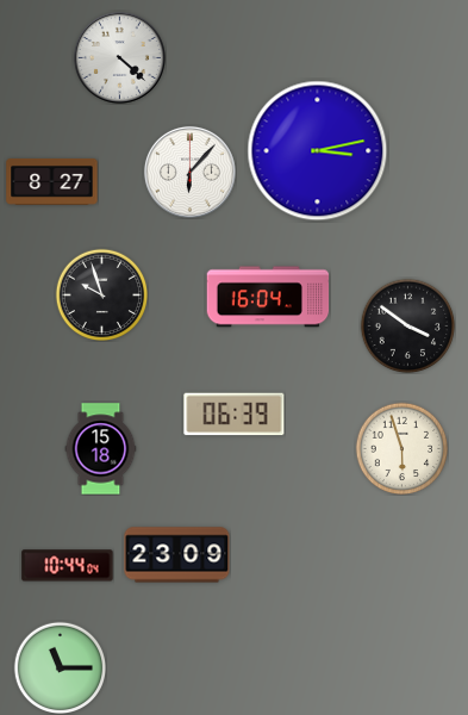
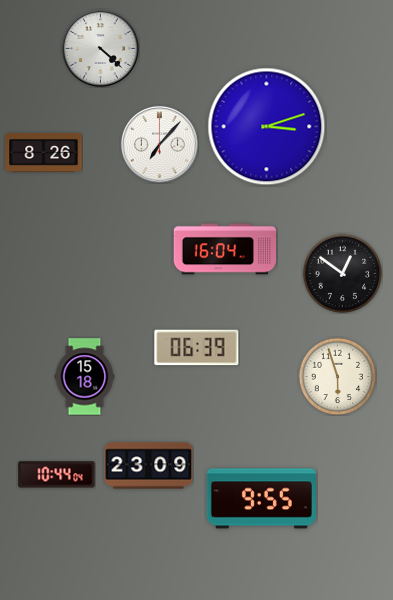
clock at (318, 151): 3:13 -> 3:12
clock at (189, 172): 6:07 -> 7:07
clock at (52, 181): 8:27 -> 8:26
clock at (101, 294): 9:57 -> none
clock at (407, 325): 3:51 -> 12:51
clock at (261, 499): none -> 9:55
clock at (60, 667): 11:15 -> none
